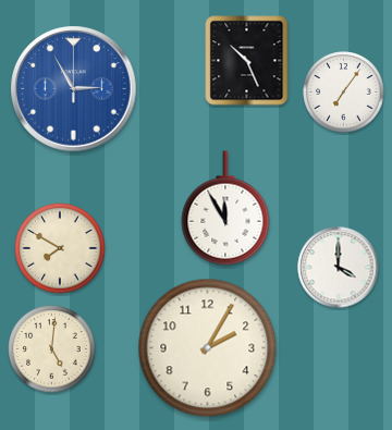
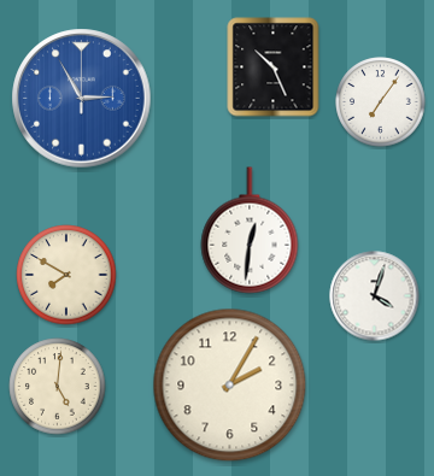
clock at (225, 208): 11:55 -> 12:31
clock at (339, 268): 4:00 -> 4:03
